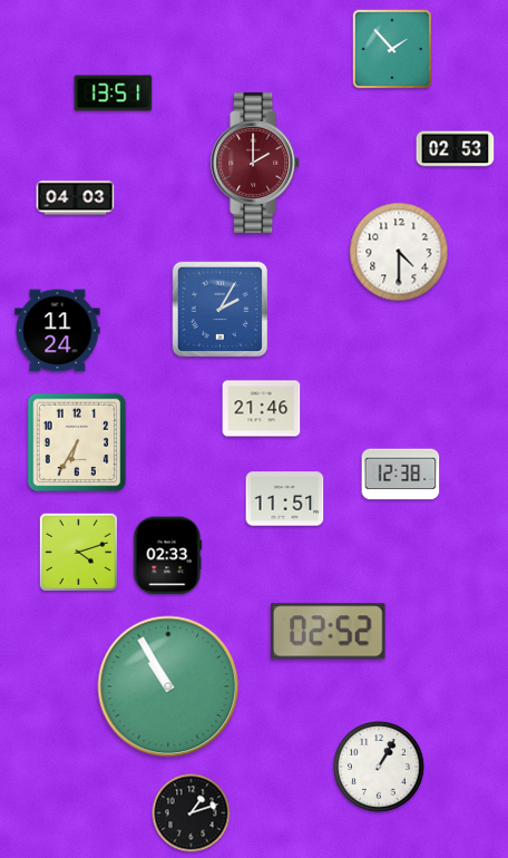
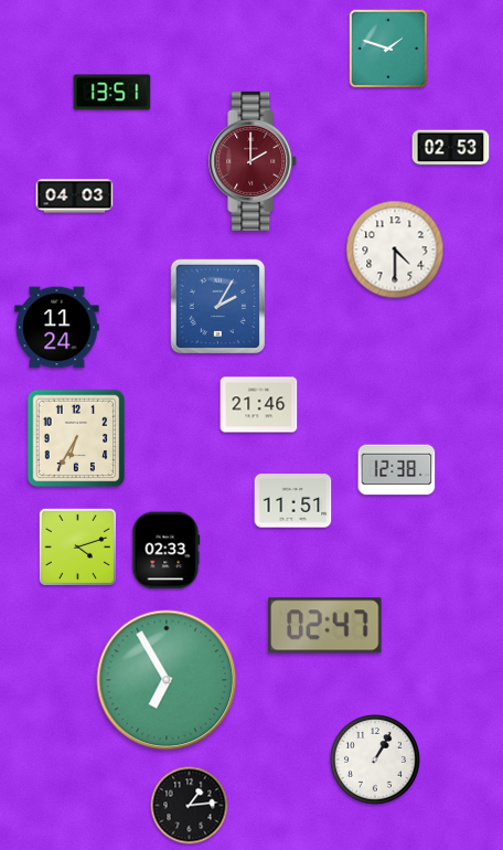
clock at (392, 49): 1:53 -> 1:48
clock at (285, 499) position: (285, 499) -> (293, 501)
clock at (329, 632): 02:52 -> 02:47
clock at (168, 686): 10:55 -> 6:55
clock at (192, 813): 1:12 -> 1:14
